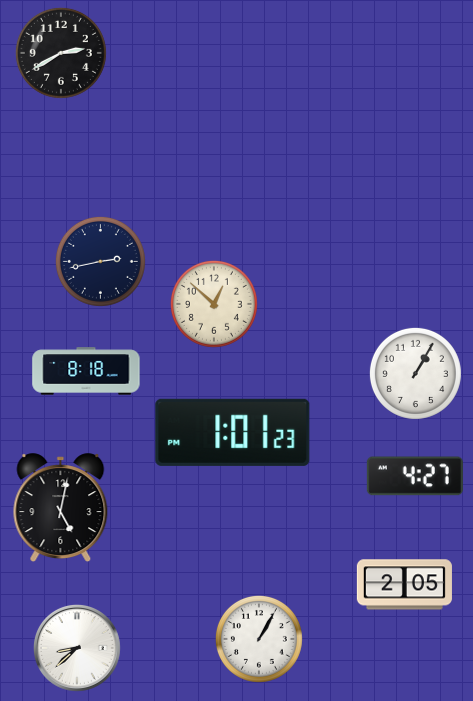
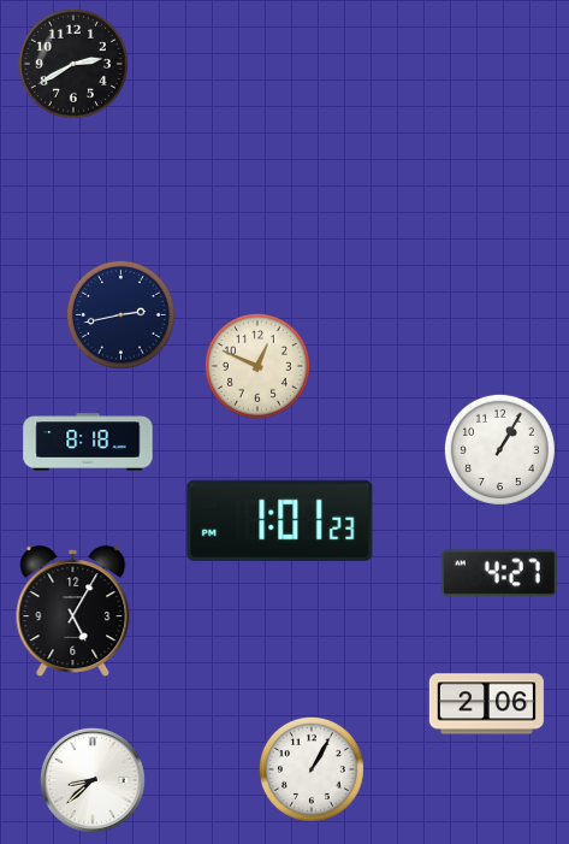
clock at (214, 304): 12:52 -> 12:49
clock at (86, 371) position: (86, 371) -> (88, 442)
clock at (61, 508): 5:02 -> 5:05
clock at (404, 585): 2:05 -> 2:06
